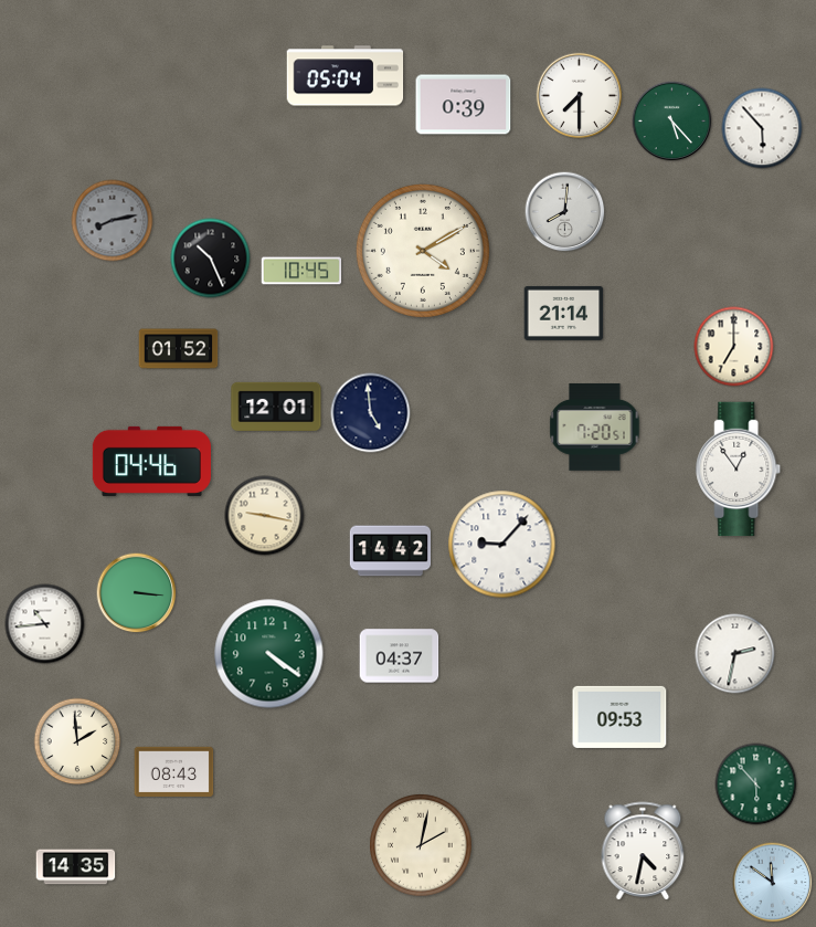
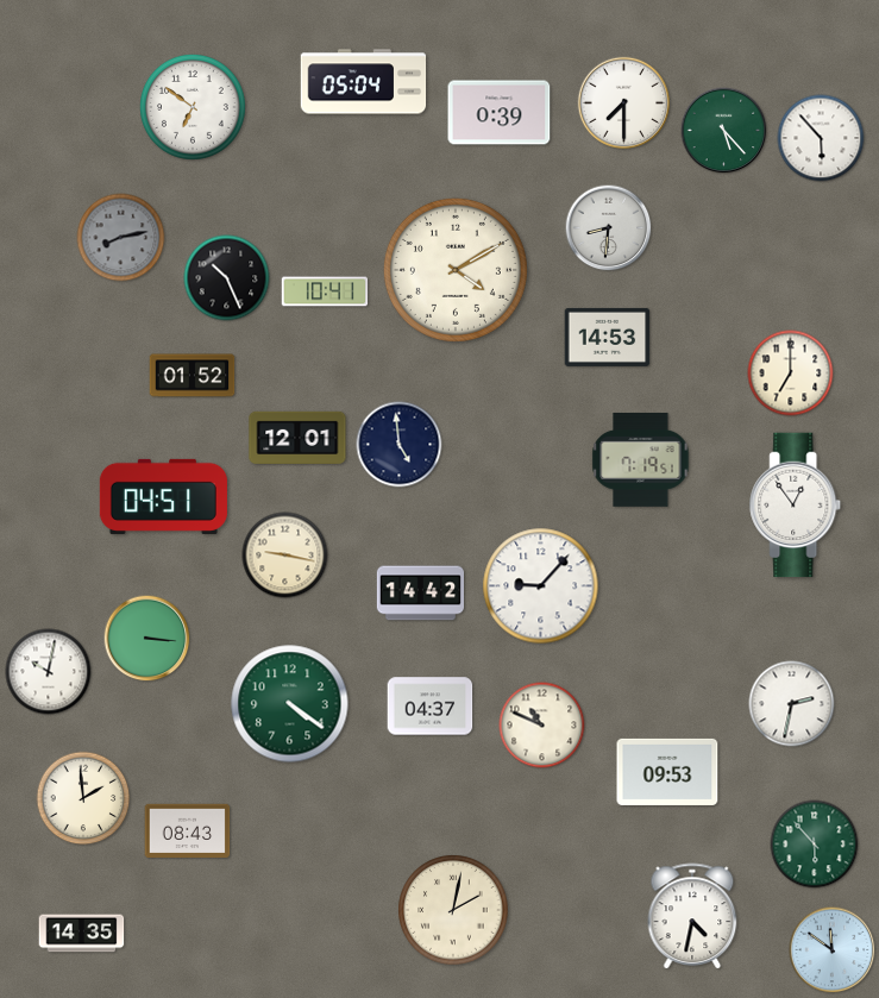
clock at (346, 76) position: (346, 76) -> (364, 82)
clock at (194, 108): none -> 6:51
clock at (565, 212): 8:01 -> 8:31
clock at (301, 271): 10:45 -> 10:41
clock at (564, 313): 21:14 -> 14:53
clock at (595, 426): 7:20 -> 7:19
clock at (151, 461): 04:46 -> 04:51
clock at (45, 624): 10:44 -> 10:02
clock at (542, 726): none -> 10:49
